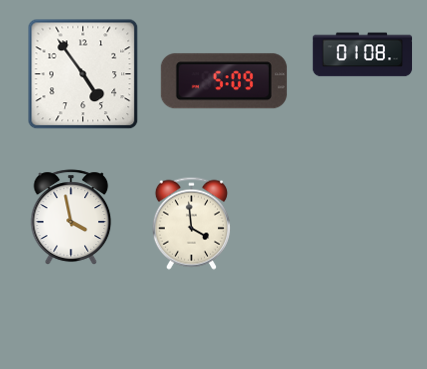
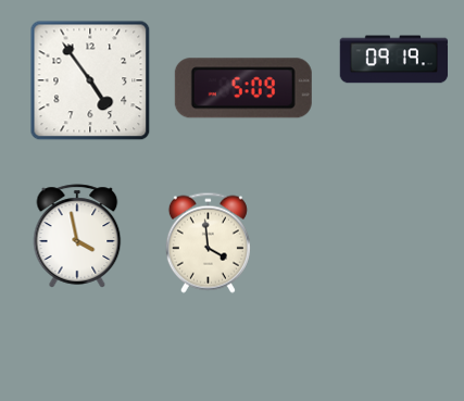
clock at (363, 55): 01:08 -> 09:19
